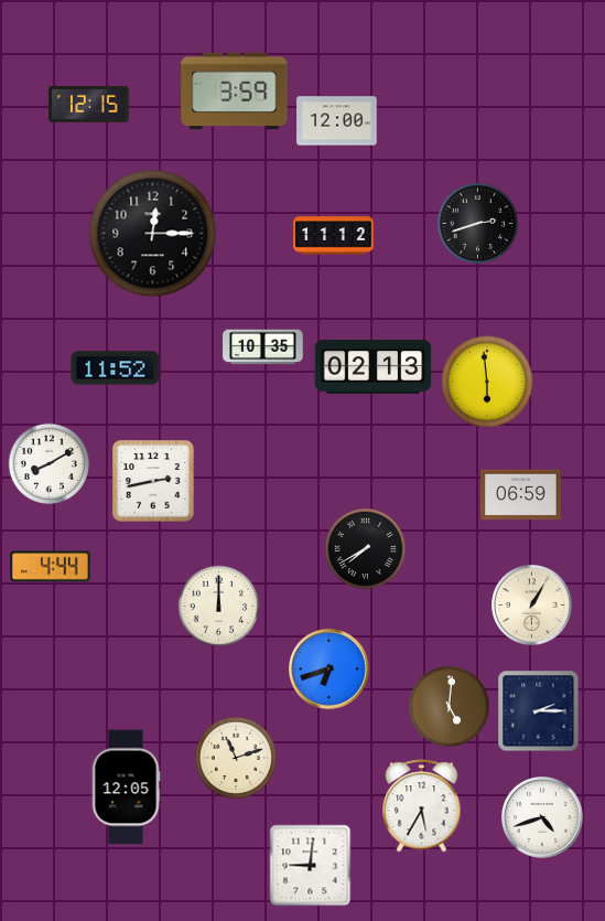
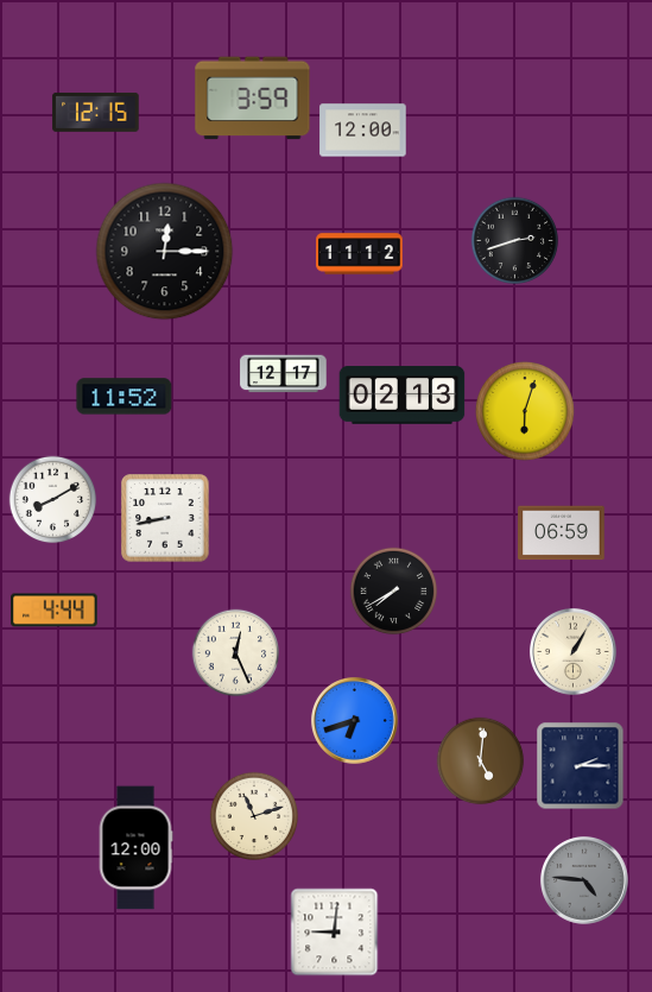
clock at (263, 347): 10:35 -> 12:17
clock at (488, 383): 5:59 -> 6:03
clock at (153, 481): 2:43 -> 8:43
clock at (219, 607): 12:00 -> 12:26
clock at (450, 707) position: (450, 707) -> (481, 762)
clock at (126, 788): 12:05 -> 12:00
clock at (422, 806): 5:35 -> none
clock at (543, 818): 4:42 -> 4:46
clock at (543, 818) dial: white -> grey
